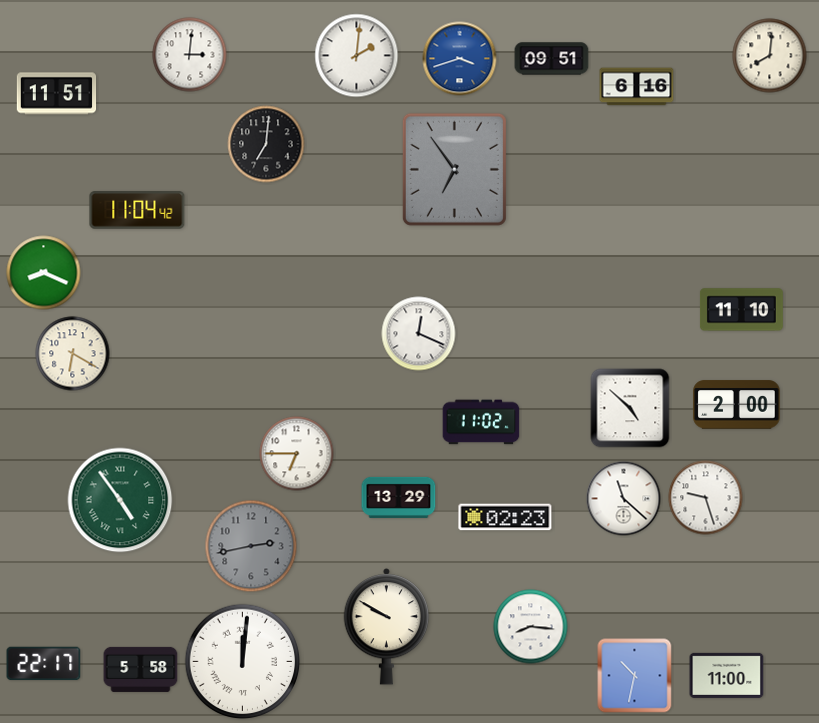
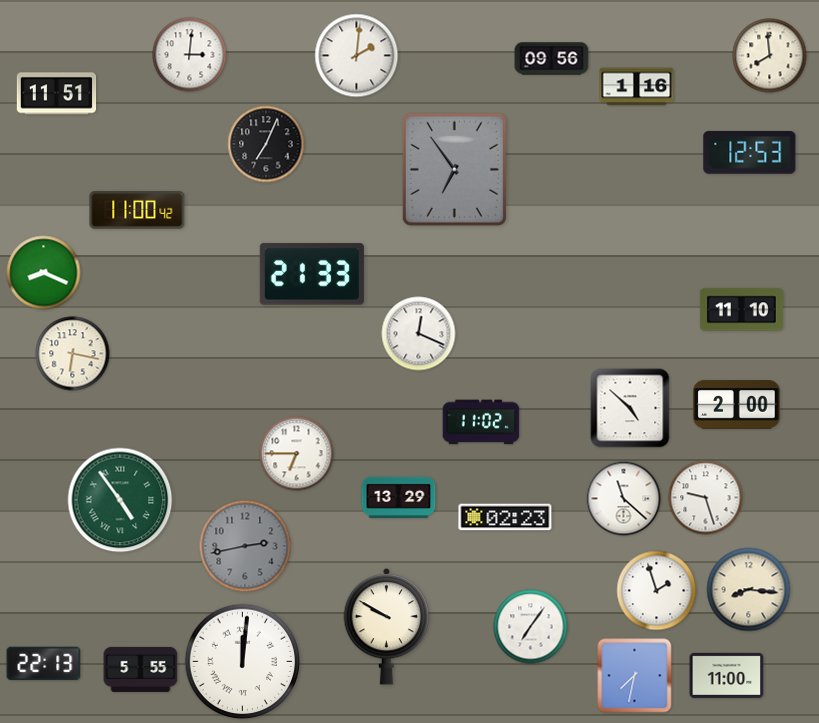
clock at (770, 56): 8:01 -> 7:59
clock at (460, 59): 3:42 -> none
clock at (552, 59): 09:51 -> 09:56
clock at (637, 87): 6:16 -> 1:16
clock at (266, 144): 7:01 -> 7:04
clock at (750, 152): none -> 12:53
clock at (137, 210): 11:04 -> 11:00
clock at (312, 274): none -> 21:33
clock at (73, 354): 6:20 -> 6:17
clock at (251, 546) position: (251, 546) -> (245, 546)
clock at (749, 590): none -> 8:16
clock at (657, 591): none -> 1:57
clock at (531, 627): 8:16 -> 7:06
clock at (44, 664): 22:17 -> 22:13
clock at (141, 669): 5:58 -> 5:55
clock at (635, 676): 10:32 -> 7:32
